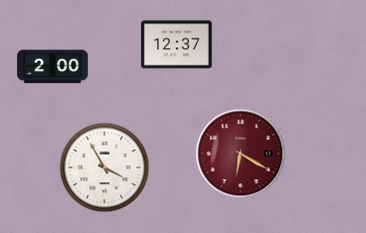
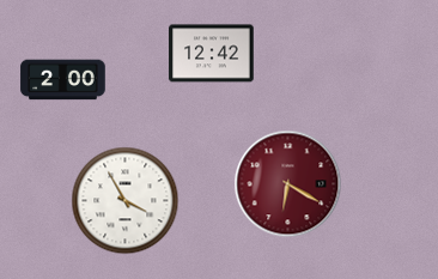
clock at (177, 45): 12:37 -> 12:42
